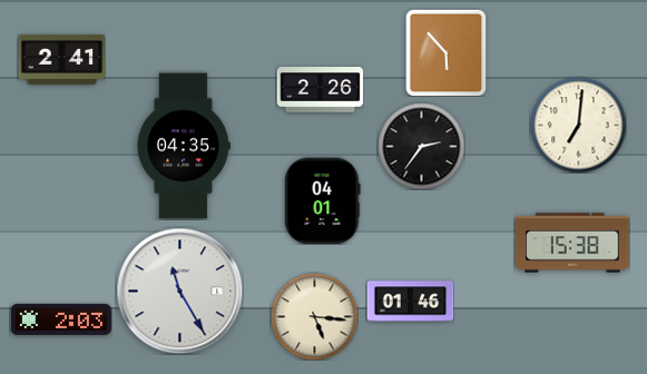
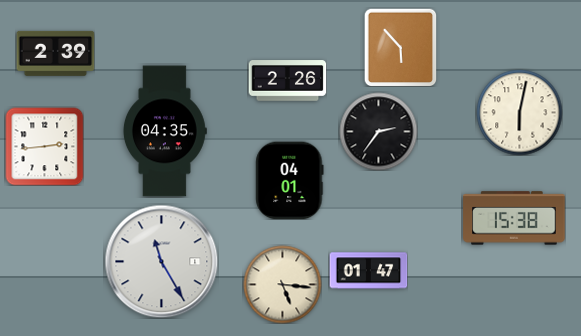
clock at (61, 59): 2:41 -> 2:39
clock at (578, 125): 7:01 -> 6:02
clock at (44, 146): none -> 2:44
clock at (410, 302): 01:46 -> 01:47
clock at (61, 319): 2:03 -> none
